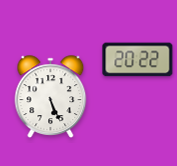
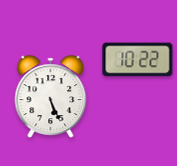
clock at (138, 60): 20:22 -> 10:22
